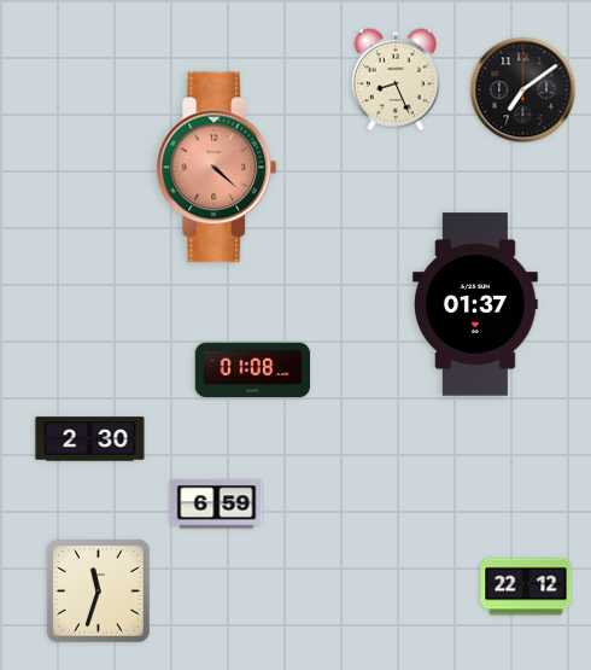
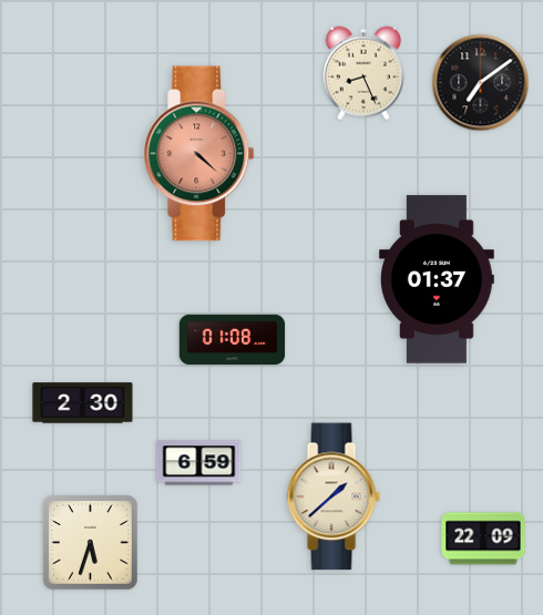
clock at (334, 496): none -> 1:38
clock at (526, 587): 22:12 -> 22:09
clock at (99, 592): 11:33 -> 5:33
